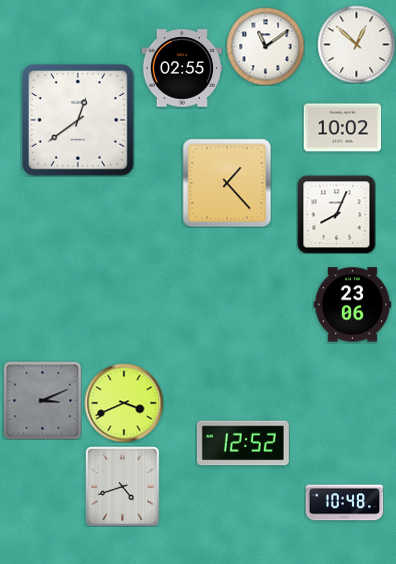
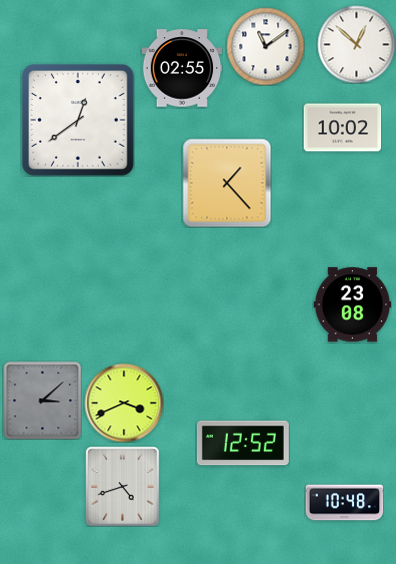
clock at (336, 214): 8:04 -> none
clock at (352, 305): 23:06 -> 23:08
clock at (42, 400): 3:11 -> 3:08
